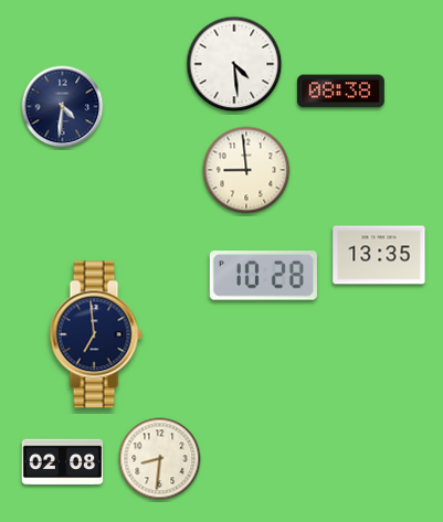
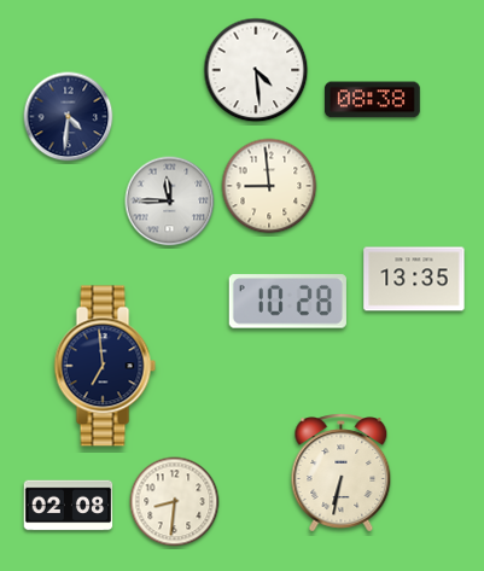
clock at (170, 202): none -> 11:45
clock at (342, 473): none -> 6:32
